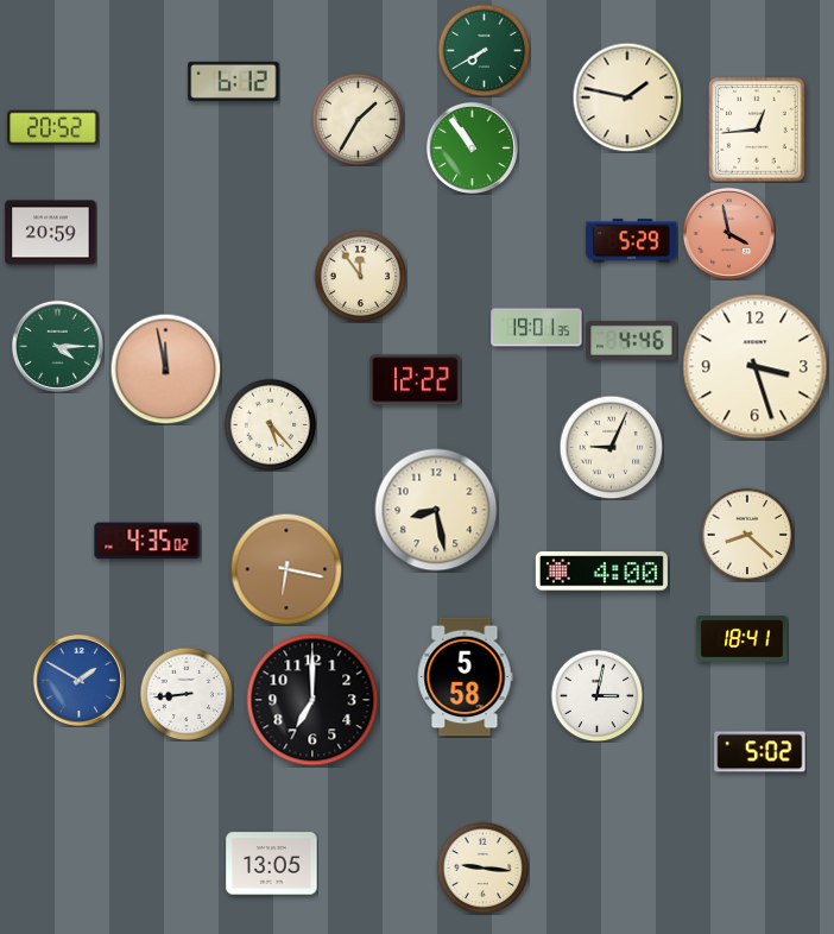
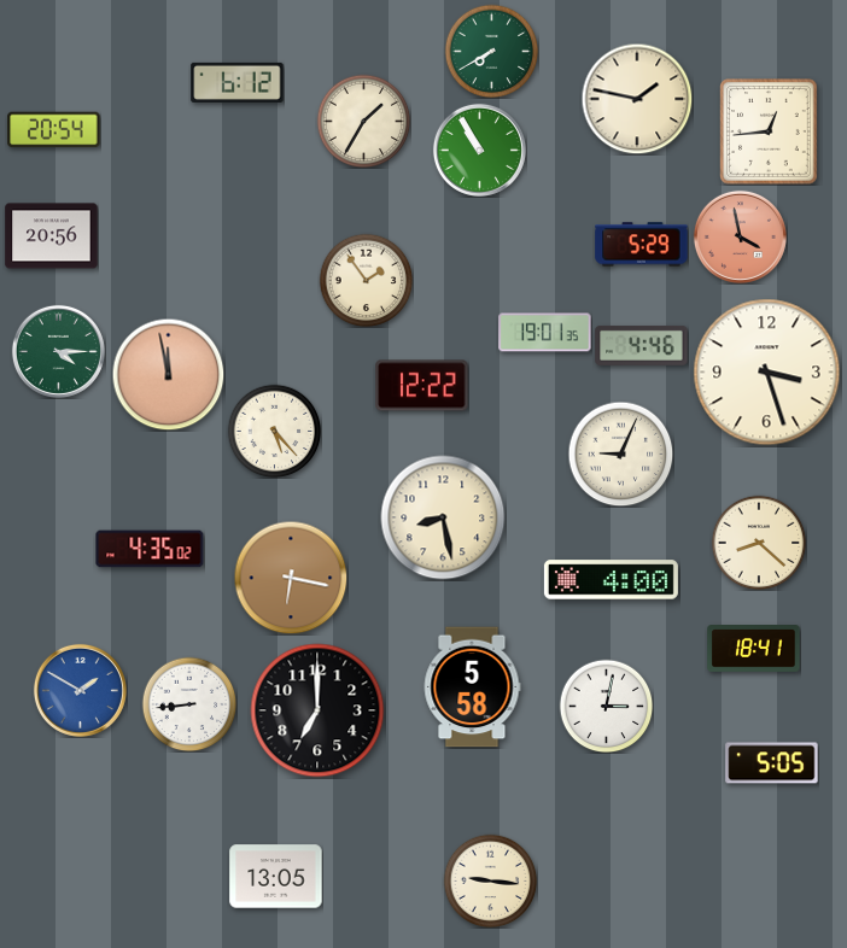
clock at (53, 128): 20:52 -> 20:54
clock at (472, 147): 10:54 -> 10:55
clock at (51, 233): 20:59 -> 20:56
clock at (360, 276): 11:54 -> 1:54
clock at (760, 752): 5:02 -> 5:05
